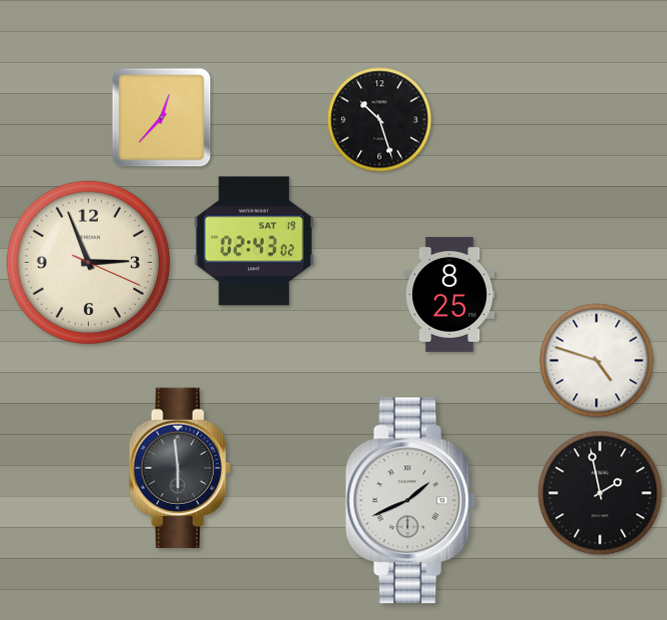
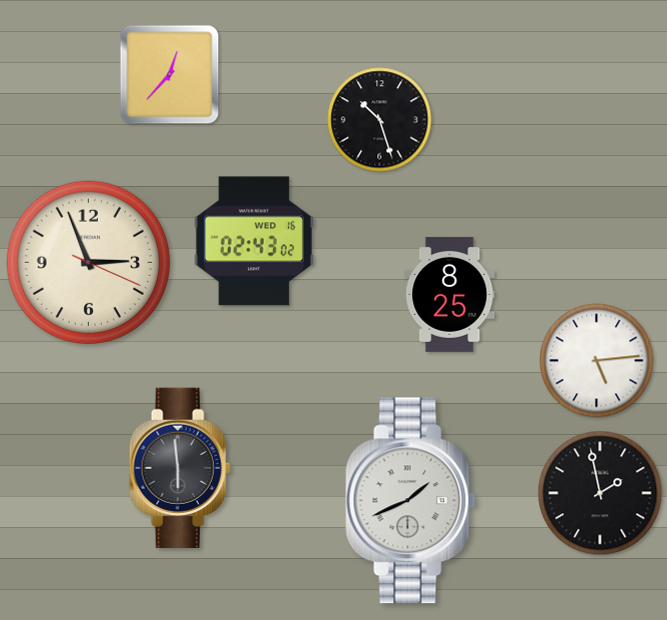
clock at (162, 118) position: (162, 118) -> (170, 75)
clock at (254, 241) date: SAT 19 -> WED 16
clock at (597, 361): 4:48 -> 5:14
